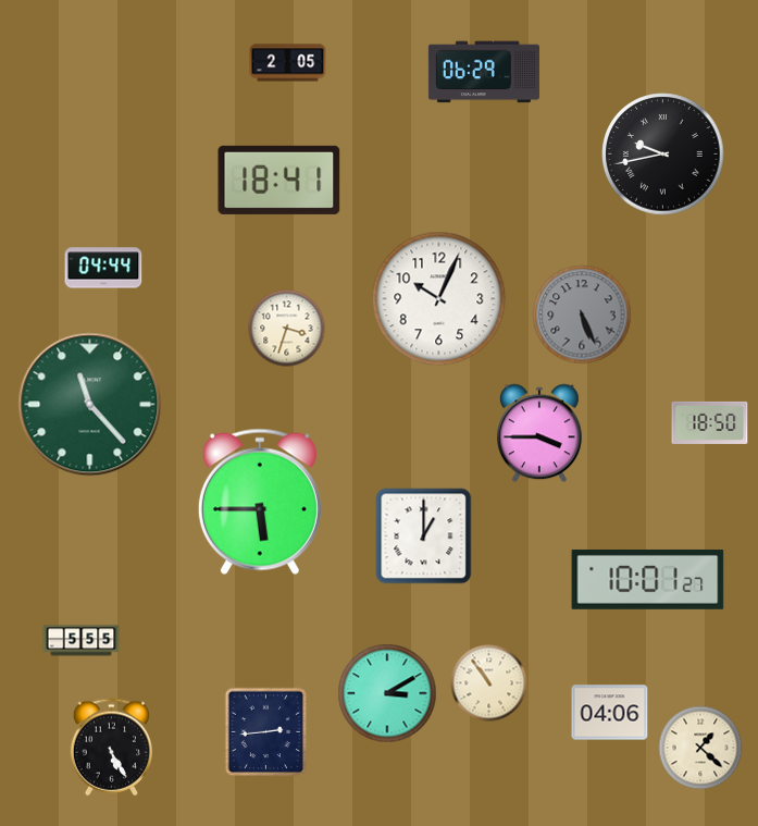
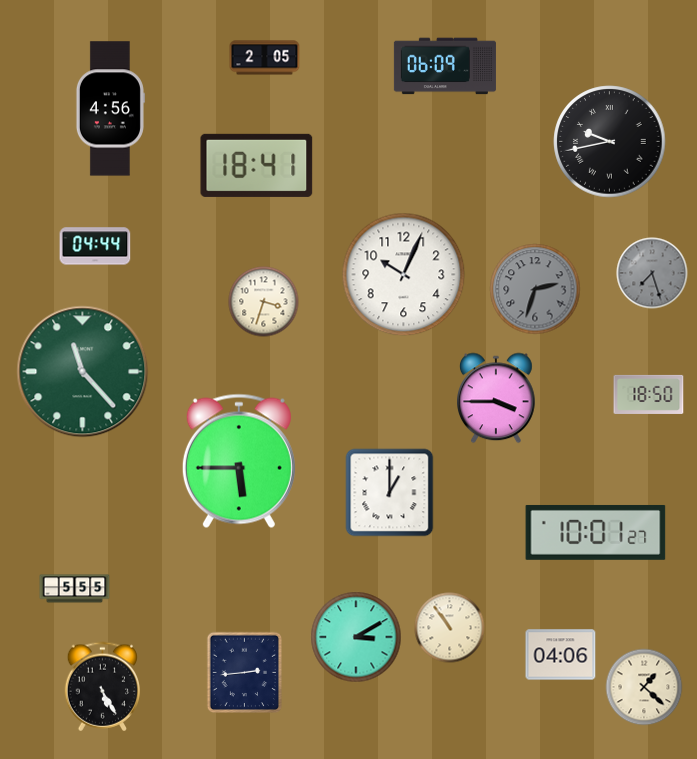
clock at (484, 72): 06:29 -> 06:09
clock at (110, 109): none -> 4:56
clock at (652, 273): none -> 7:27
clock at (582, 315): 5:26 -> 2:33
clock at (710, 422) position: (710, 422) -> (649, 394)
